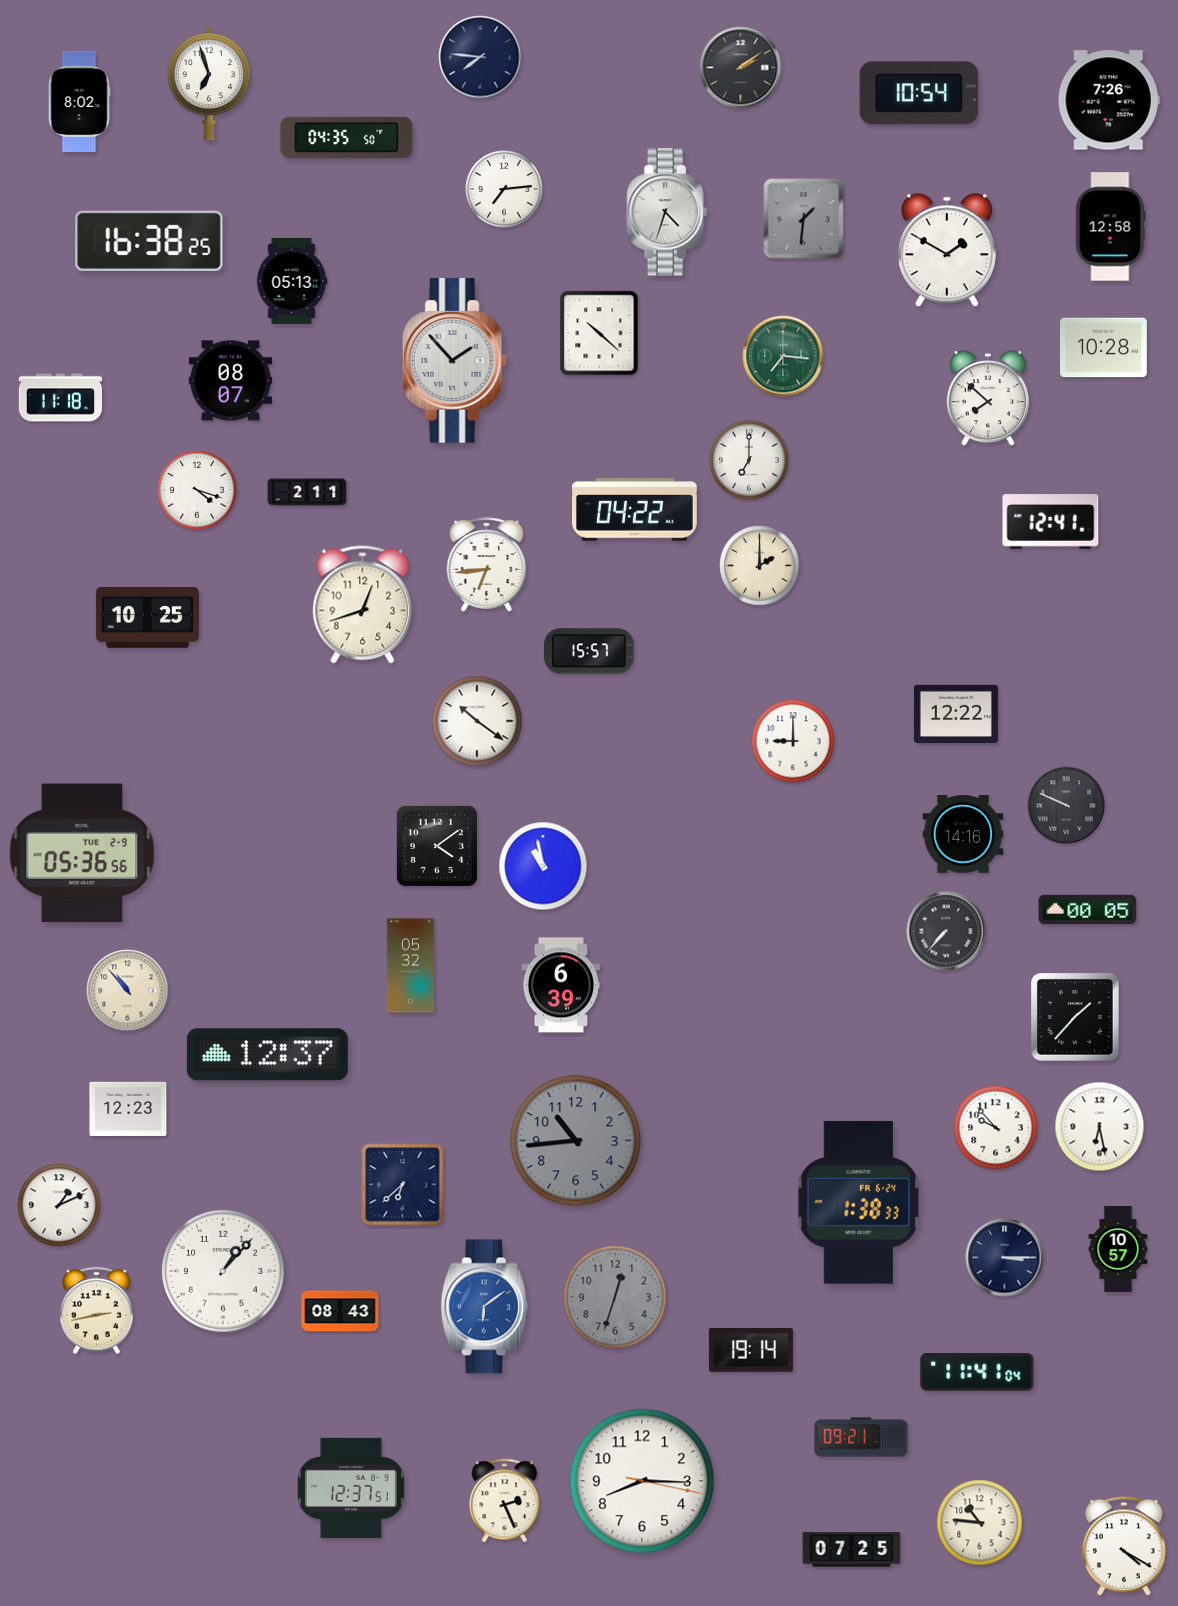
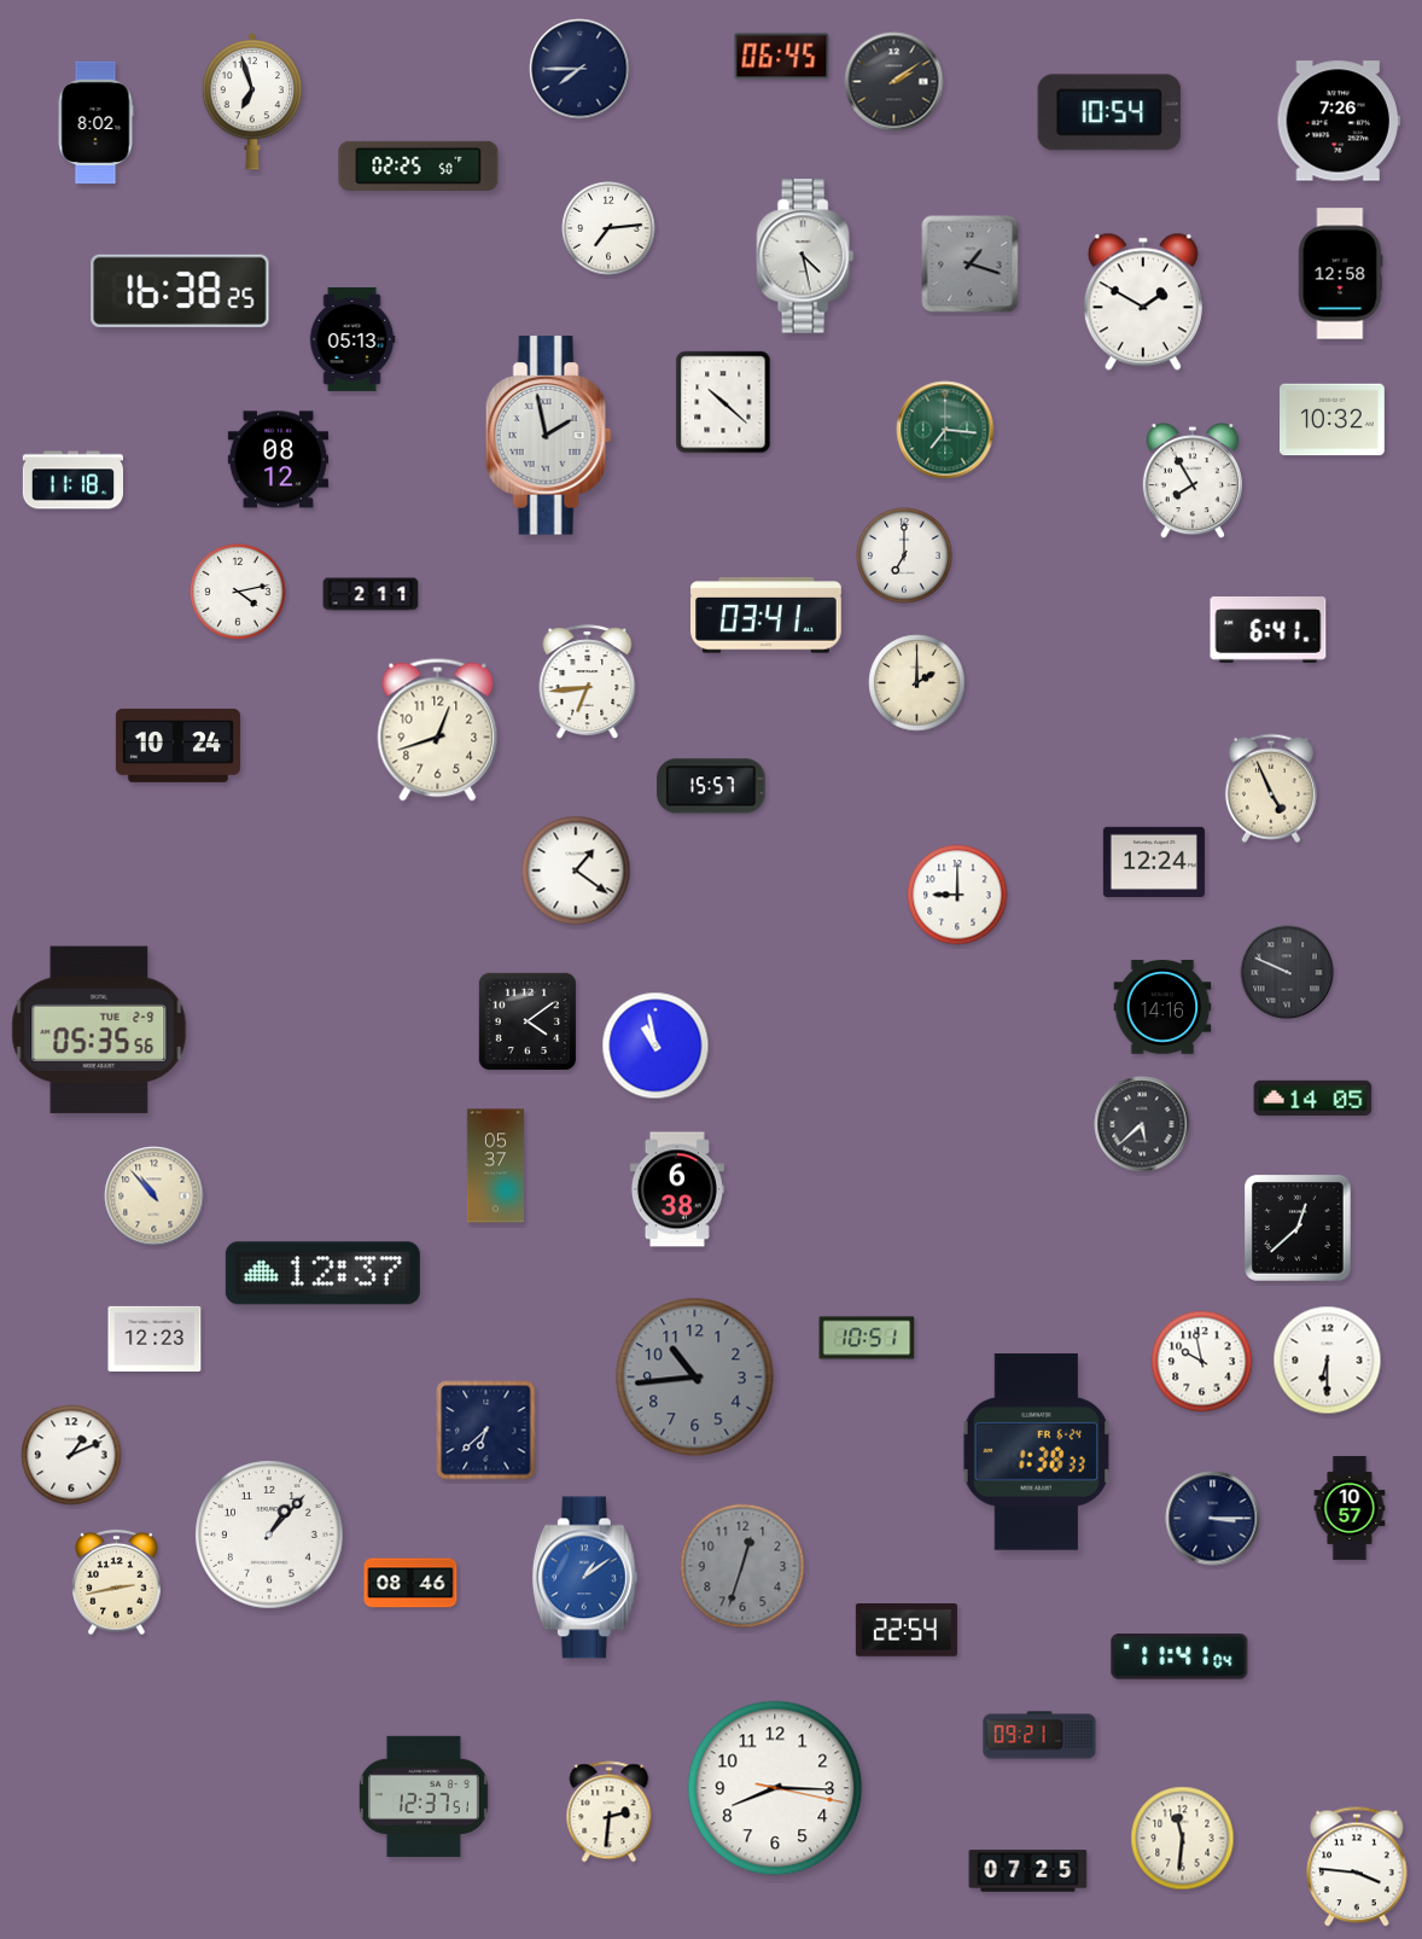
clock at (782, 57): none -> 06:45
clock at (480, 57): 7:46 -> 7:45
clock at (347, 137): 04:35 -> 02:25
clock at (667, 212): 4:33 -> 4:28
clock at (804, 219): 1:31 -> 1:18
clock at (1104, 348): 10:28 -> 10:32
clock at (454, 361): 1:53 -> 1:58
clock at (230, 381): 08:07 -> 08:12
clock at (988, 399): 7:52 -> 7:55
clock at (197, 490): 4:18 -> 4:13
clock at (635, 510): 04:22 -> 03:41
clock at (1051, 522): 12:41 -> 6:41
clock at (147, 617): 10:25 -> 10:24
clock at (1271, 788): none -> 4:56
clock at (956, 713): 12:22 -> 12:24
clock at (477, 721): 10:21 -> 1:21
clock at (82, 853): 05:36 -> 05:35
clock at (1088, 909): 00:05 -> 14:05
clock at (946, 931): 7:37 -> 5:38
clock at (410, 966): 05:32 -> 05:37
clock at (561, 985): 6:39 -> 6:38
clock at (1076, 1018): 1:37 -> 12:38
clock at (867, 1338): none -> 10:51
clock at (1100, 1127): 6:28 -> 6:30
clock at (996, 1128): 9:53 -> 9:58
clock at (484, 1307): 6:09 -> 1:09
clock at (340, 1311): 08:43 -> 08:46
clock at (751, 1350): 19:14 -> 22:54
clock at (505, 1501): 2:26 -> 2:31
clock at (980, 1523): 10:46 -> 11:31
clock at (1124, 1546): 4:20 -> 3:46
